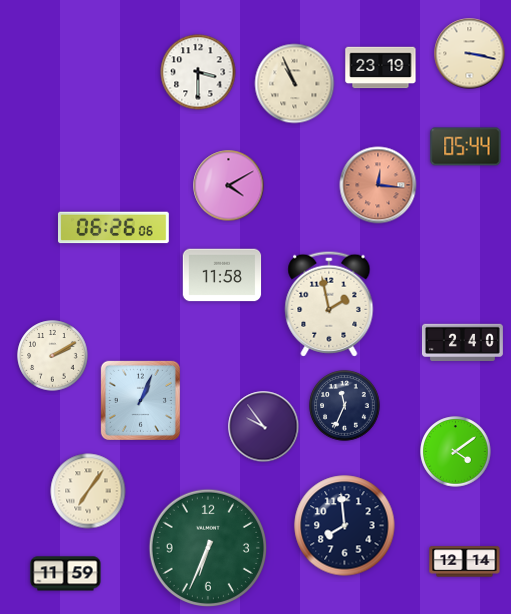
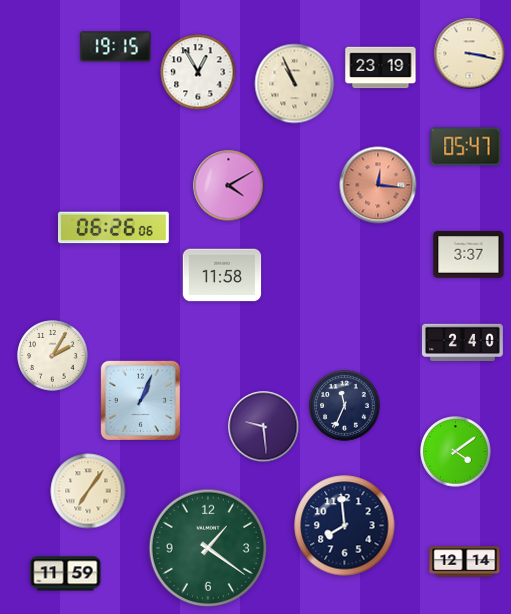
clock at (116, 47): none -> 19:15
clock at (198, 72): 3:30 -> 12:55
clock at (466, 147): 05:44 -> 05:47
clock at (469, 255): none -> 3:37
clock at (329, 304): 1:58 -> none
clock at (53, 356): 2:10 -> 2:05
clock at (264, 427): 9:54 -> 9:29
clock at (207, 547): 6:34 -> 1:21
